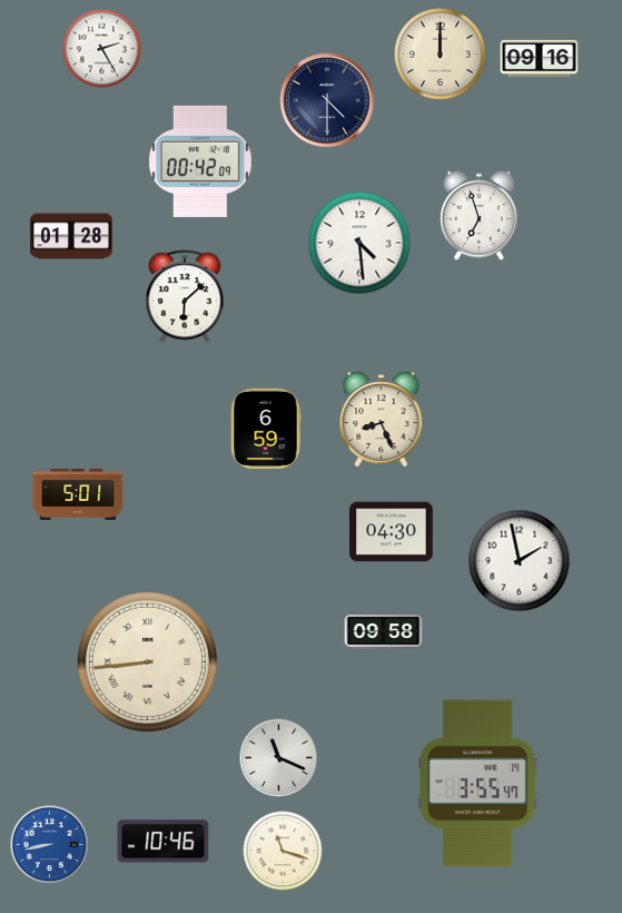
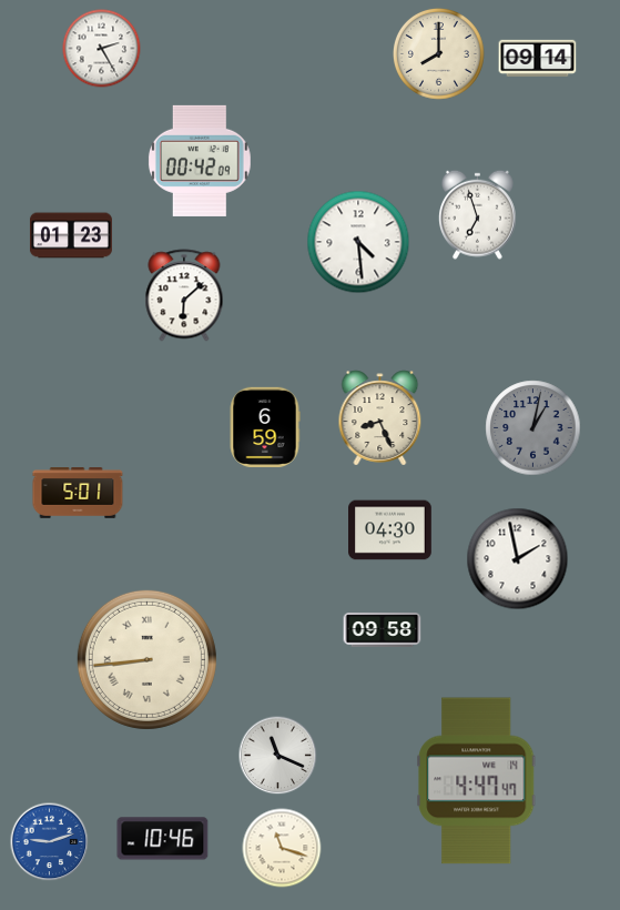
clock at (440, 53): 12:00 -> 8:00
clock at (540, 58): 09:16 -> 09:14
clock at (327, 100): 4:30 -> none
clock at (71, 236): 01:28 -> 01:23
clock at (533, 428): none -> 1:02
clock at (478, 784): 3:55 -> 4:47
clock at (50, 845): 8:43 -> 9:12
